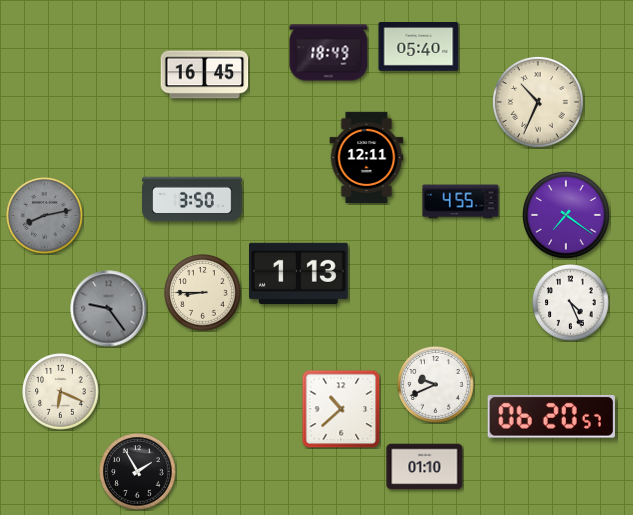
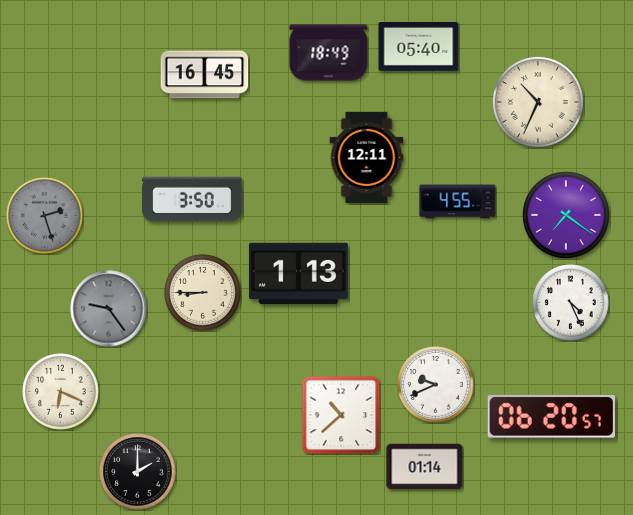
clock at (461, 202) position: (461, 202) -> (458, 202)
clock at (45, 216): 8:13 -> 2:27
clock at (341, 409) position: (341, 409) -> (341, 415)
clock at (425, 467): 01:10 -> 01:14
clock at (138, 472): 1:55 -> 2:00
